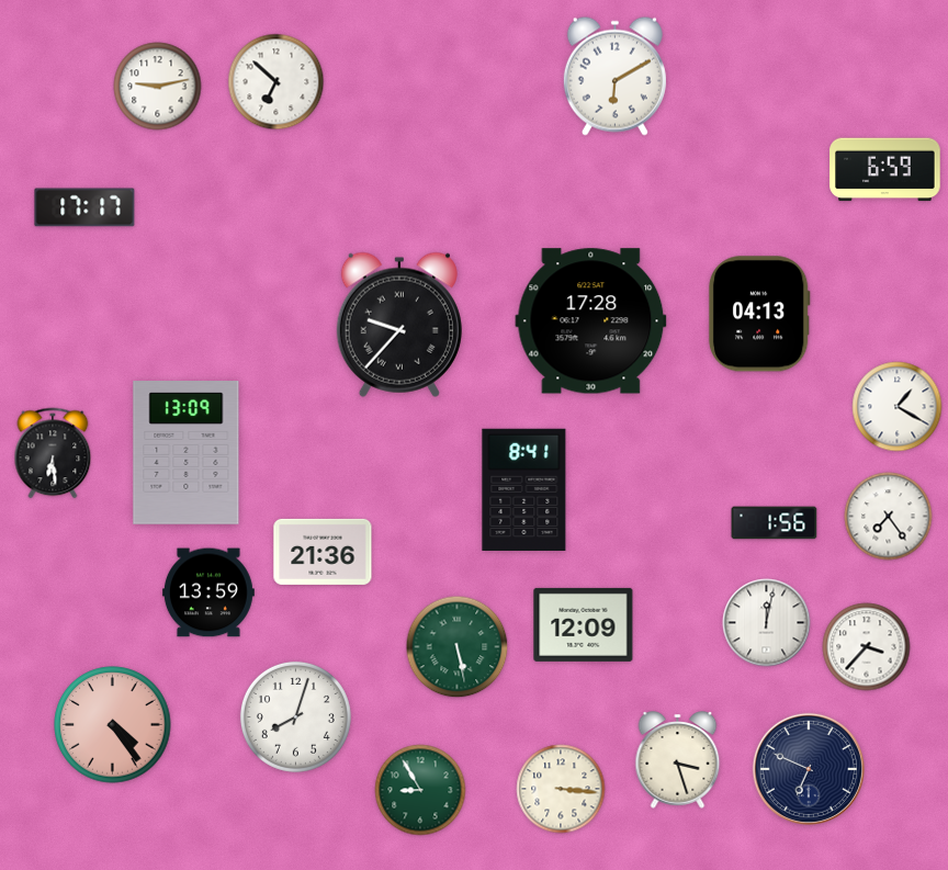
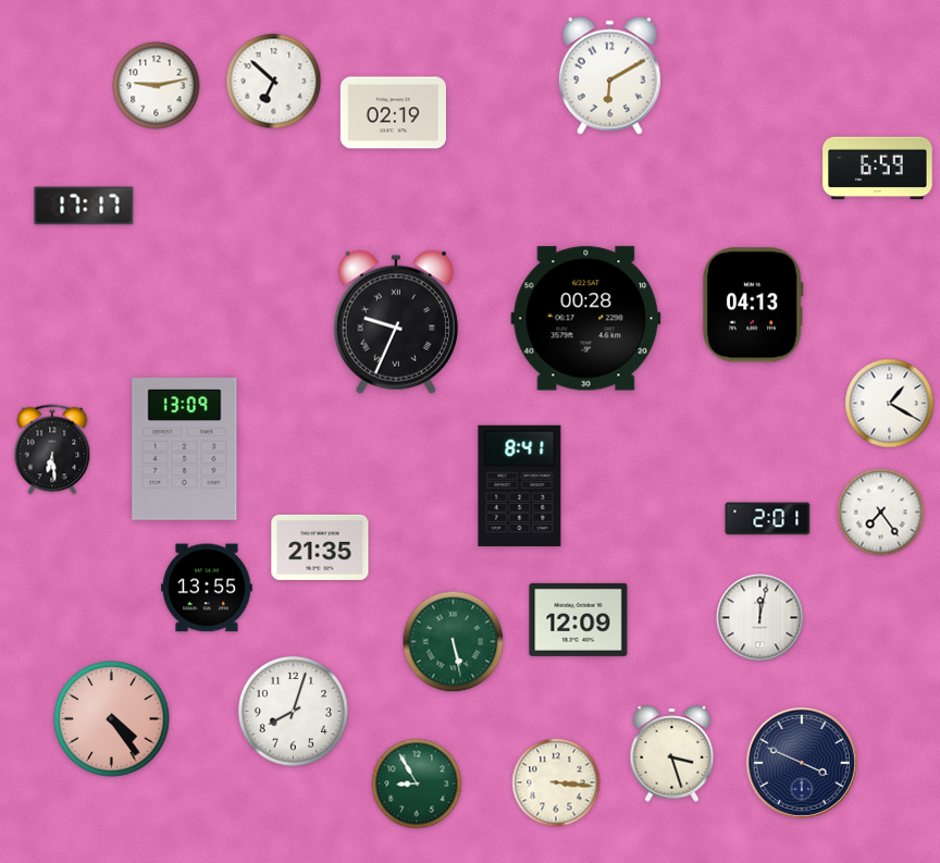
clock at (393, 113): none -> 02:19
clock at (759, 314) position: (759, 314) -> (753, 305)
clock at (591, 321): 17:28 -> 00:28
clock at (399, 325): 9:37 -> 9:34
clock at (775, 523): 1:56 -> 2:01
clock at (323, 552): 21:36 -> 21:35
clock at (208, 592): 13:59 -> 13:55
clock at (867, 647): 3:37 -> none
clock at (809, 769): 6:49 -> 3:49
